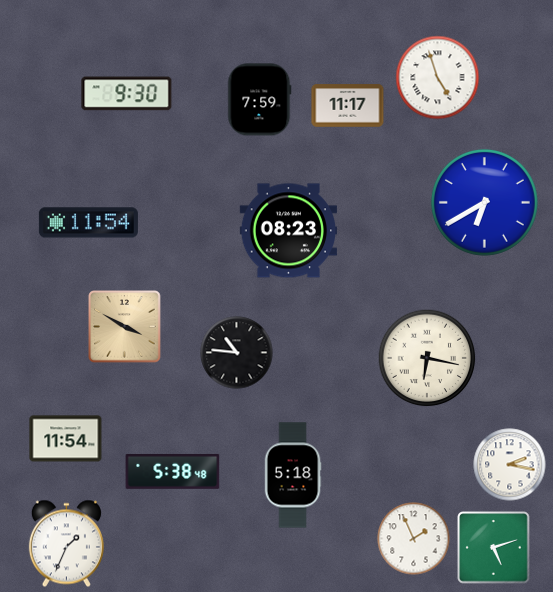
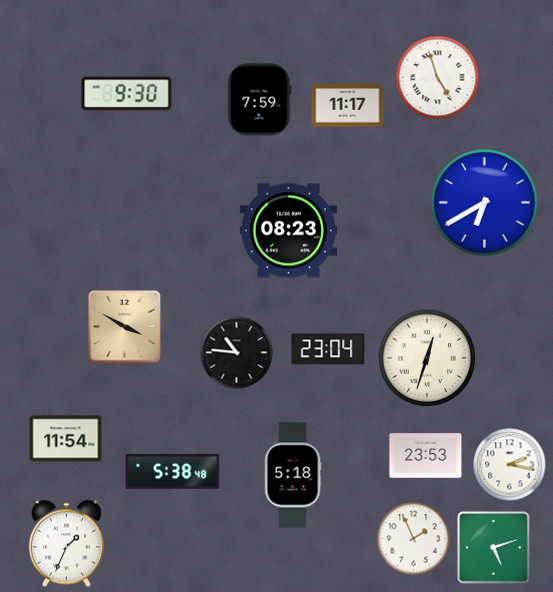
clock at (88, 223): 11:54 -> none
clock at (328, 349): none -> 23:04
clock at (427, 358): 6:17 -> 12:33
clock at (426, 456): none -> 23:53
